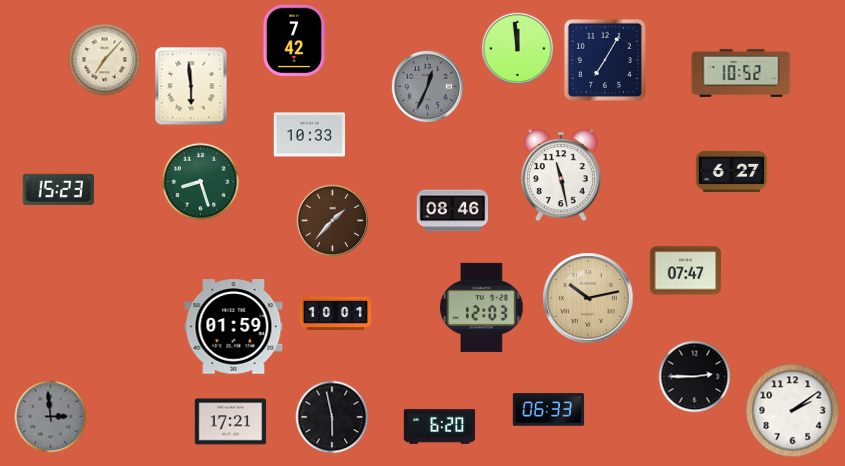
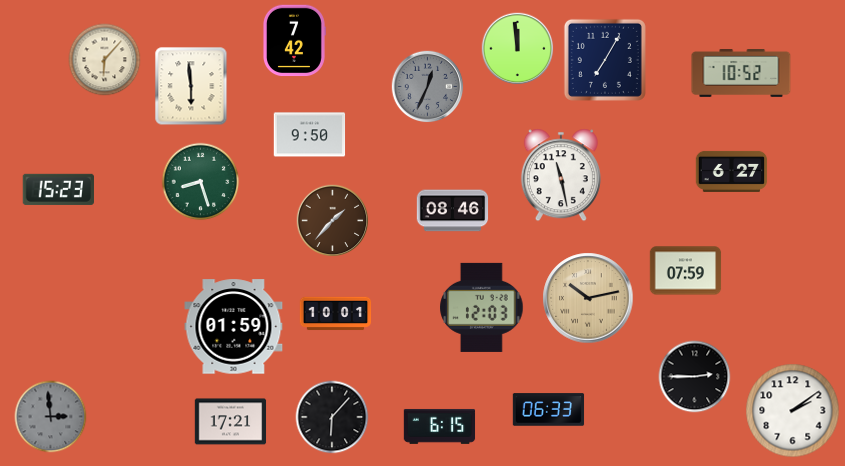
clock at (105, 60): 7:07 -> 6:07
clock at (310, 135): 10:33 -> 9:50
clock at (686, 271): 07:47 -> 07:59
clock at (332, 417): 5:58 -> 6:07
clock at (440, 426): 6:20 -> 6:15
